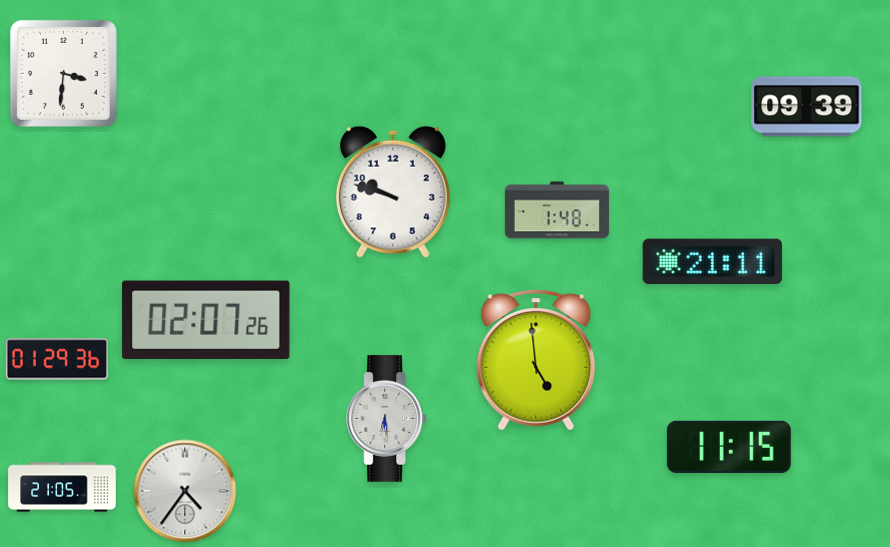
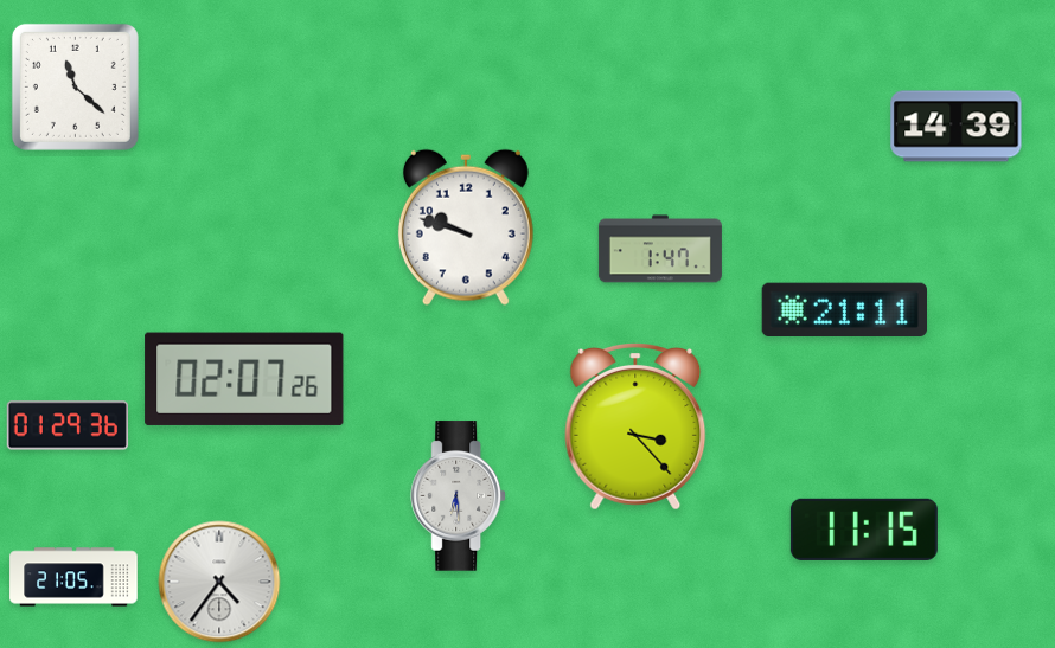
clock at (63, 73): 3:31 -> 11:22
clock at (807, 107): 09:39 -> 14:39
clock at (557, 210): 1:48 -> 1:47
clock at (536, 361): 4:59 -> 3:23
